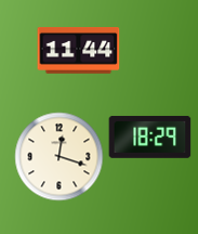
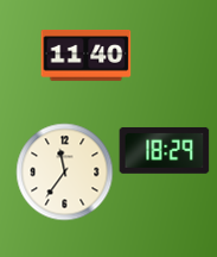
clock at (79, 51): 11:44 -> 11:40
clock at (60, 157): 12:18 -> 11:36
